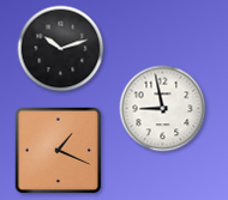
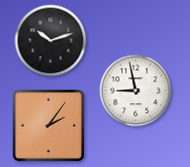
clock at (59, 151): 1:19 -> 2:06
